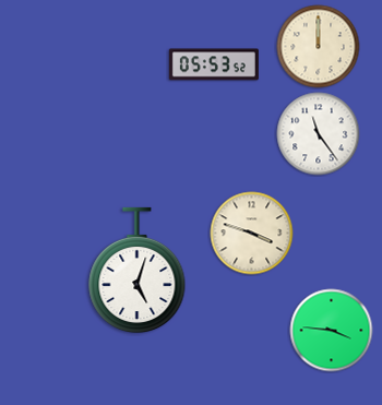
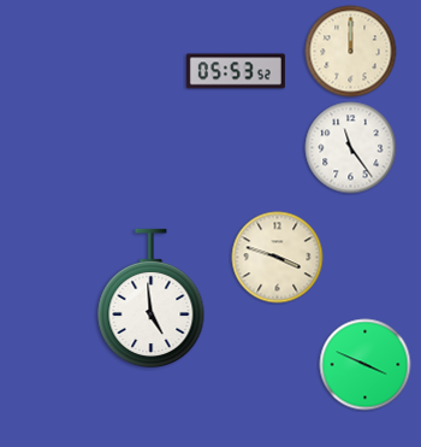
clock at (138, 270): 5:03 -> 4:59
clock at (332, 331): 3:46 -> 3:49
